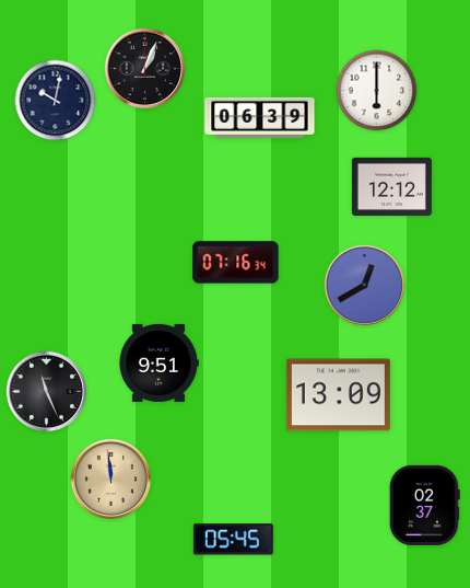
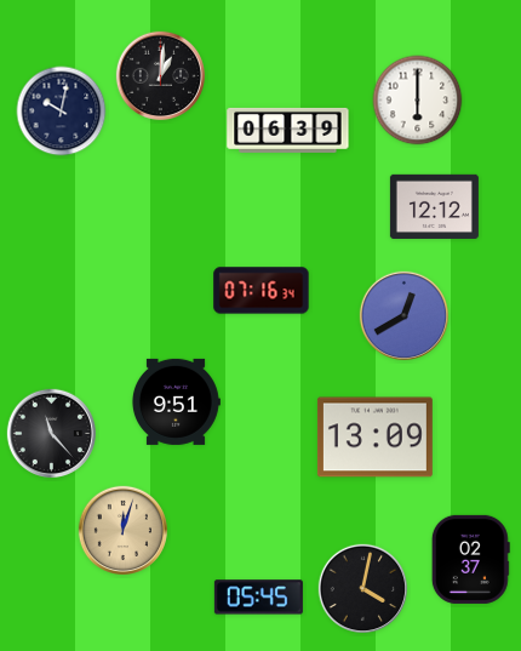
clock at (145, 69): 1:04 -> 1:01
clock at (47, 392): 11:26 -> 11:23
clock at (111, 480): 11:59 -> 12:03
clock at (363, 589): none -> 4:02
